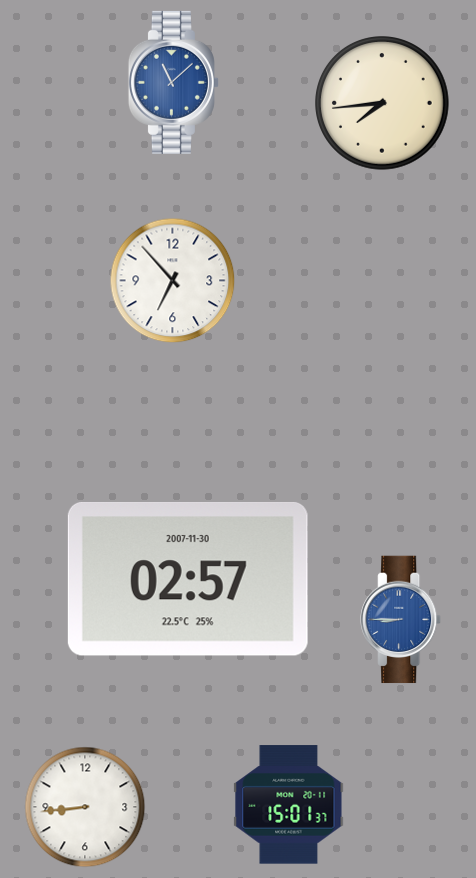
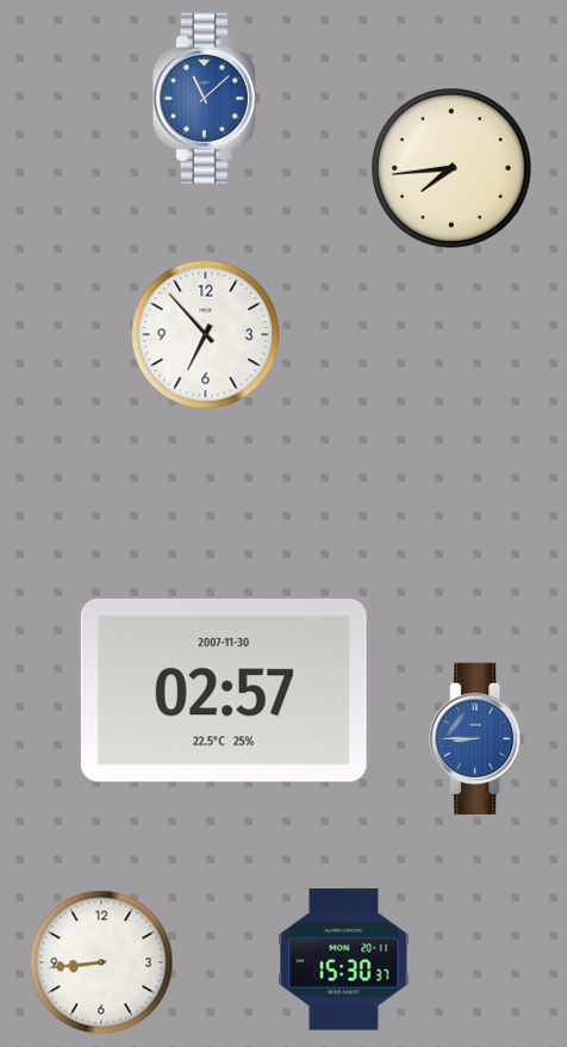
clock at (383, 104) position: (383, 104) -> (453, 169)
clock at (289, 805): 15:01 -> 15:30
